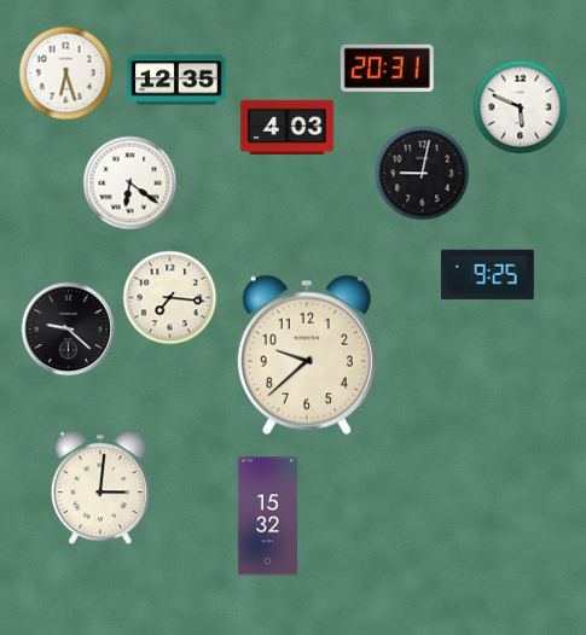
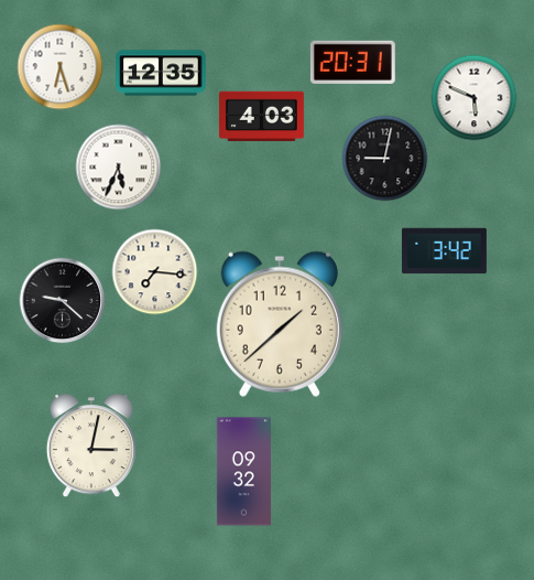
clock at (129, 182): 6:21 -> 5:34
clock at (487, 275): 9:25 -> 3:42
clock at (307, 355): 9:38 -> 1:38
clock at (100, 488): 3:01 -> 3:02
clock at (267, 517): 15:32 -> 09:32
